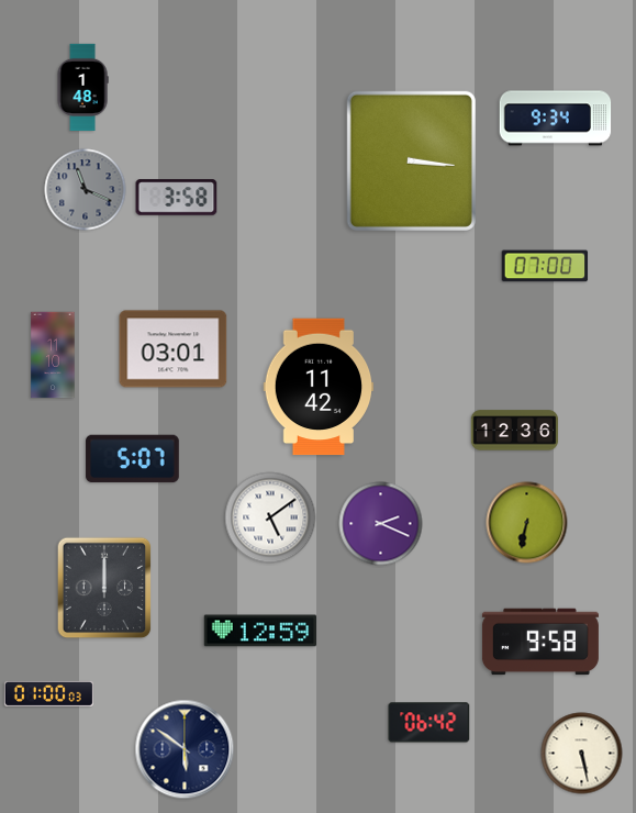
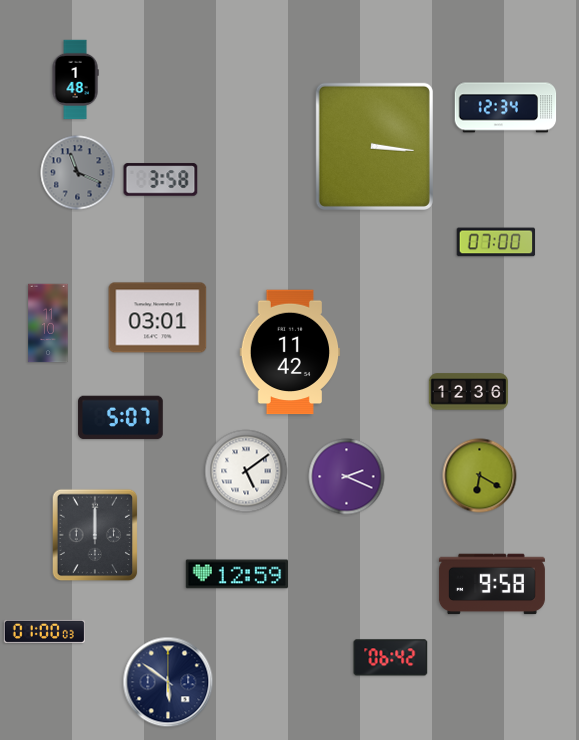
clock at (556, 119): 9:34 -> 12:34
clock at (527, 523): 6:32 -> 6:20
clock at (582, 754): 5:28 -> none
